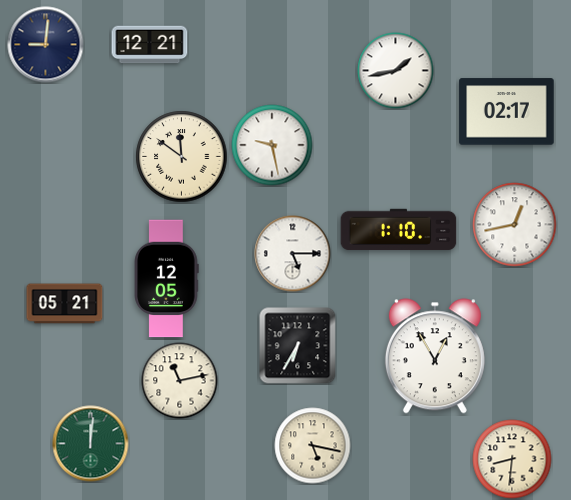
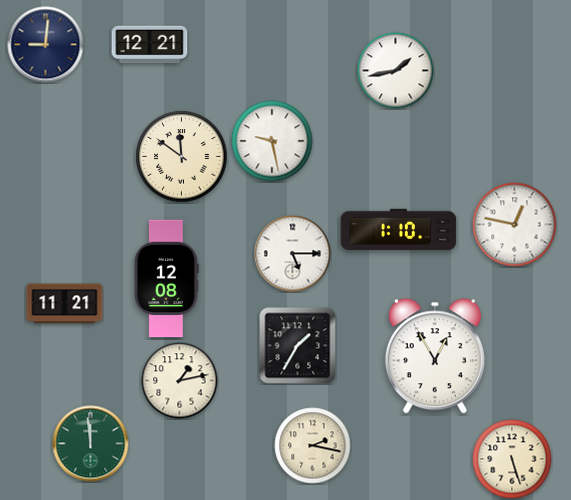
clock at (507, 112): 02:17 -> none
clock at (272, 145) position: (272, 145) -> (272, 141)
clock at (515, 225): 12:43 -> 12:47
clock at (167, 279): 12:05 -> 12:08
clock at (65, 304): 05:21 -> 11:21
clock at (298, 346): 6:35 -> 1:35
clock at (180, 381): 11:13 -> 1:13
clock at (91, 444): 12:01 -> 11:59
clock at (313, 446): 5:17 -> 2:17
clock at (512, 459): 8:31 -> 5:27
